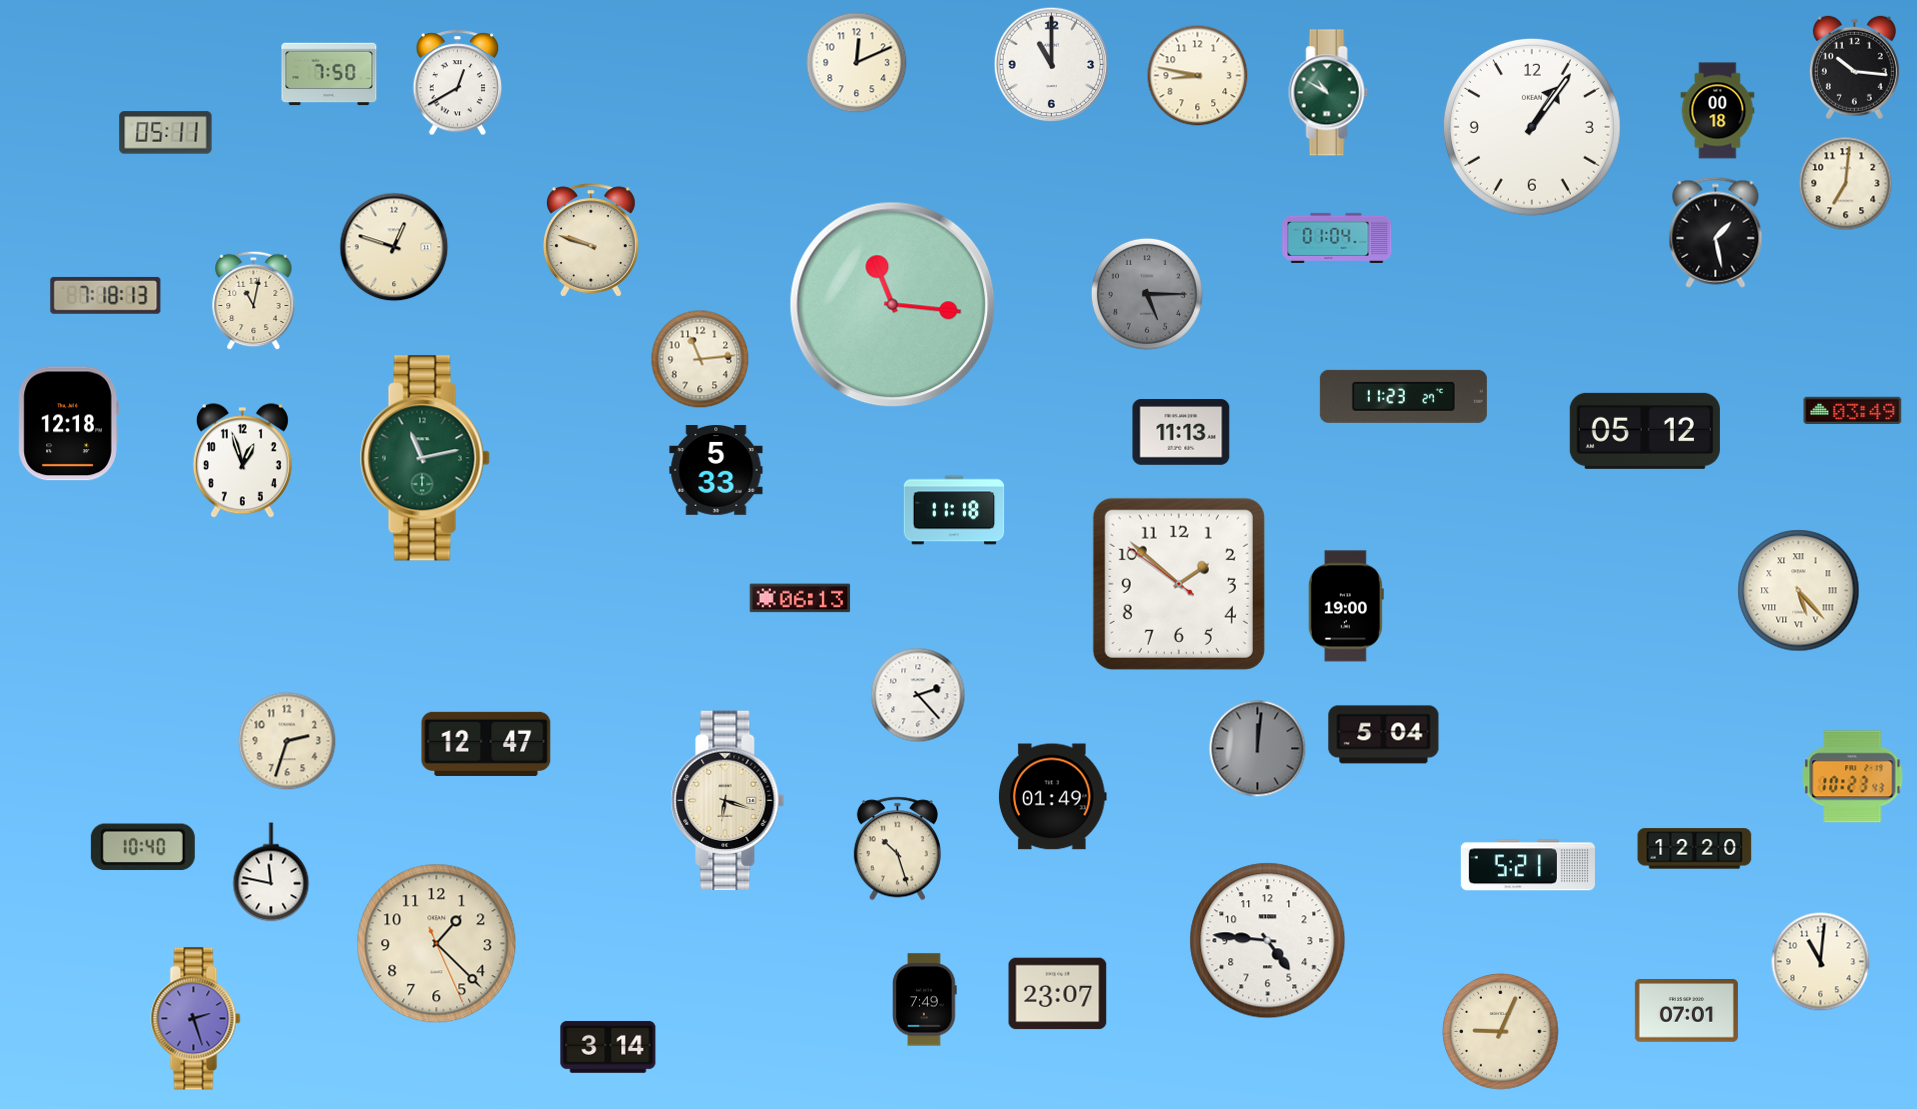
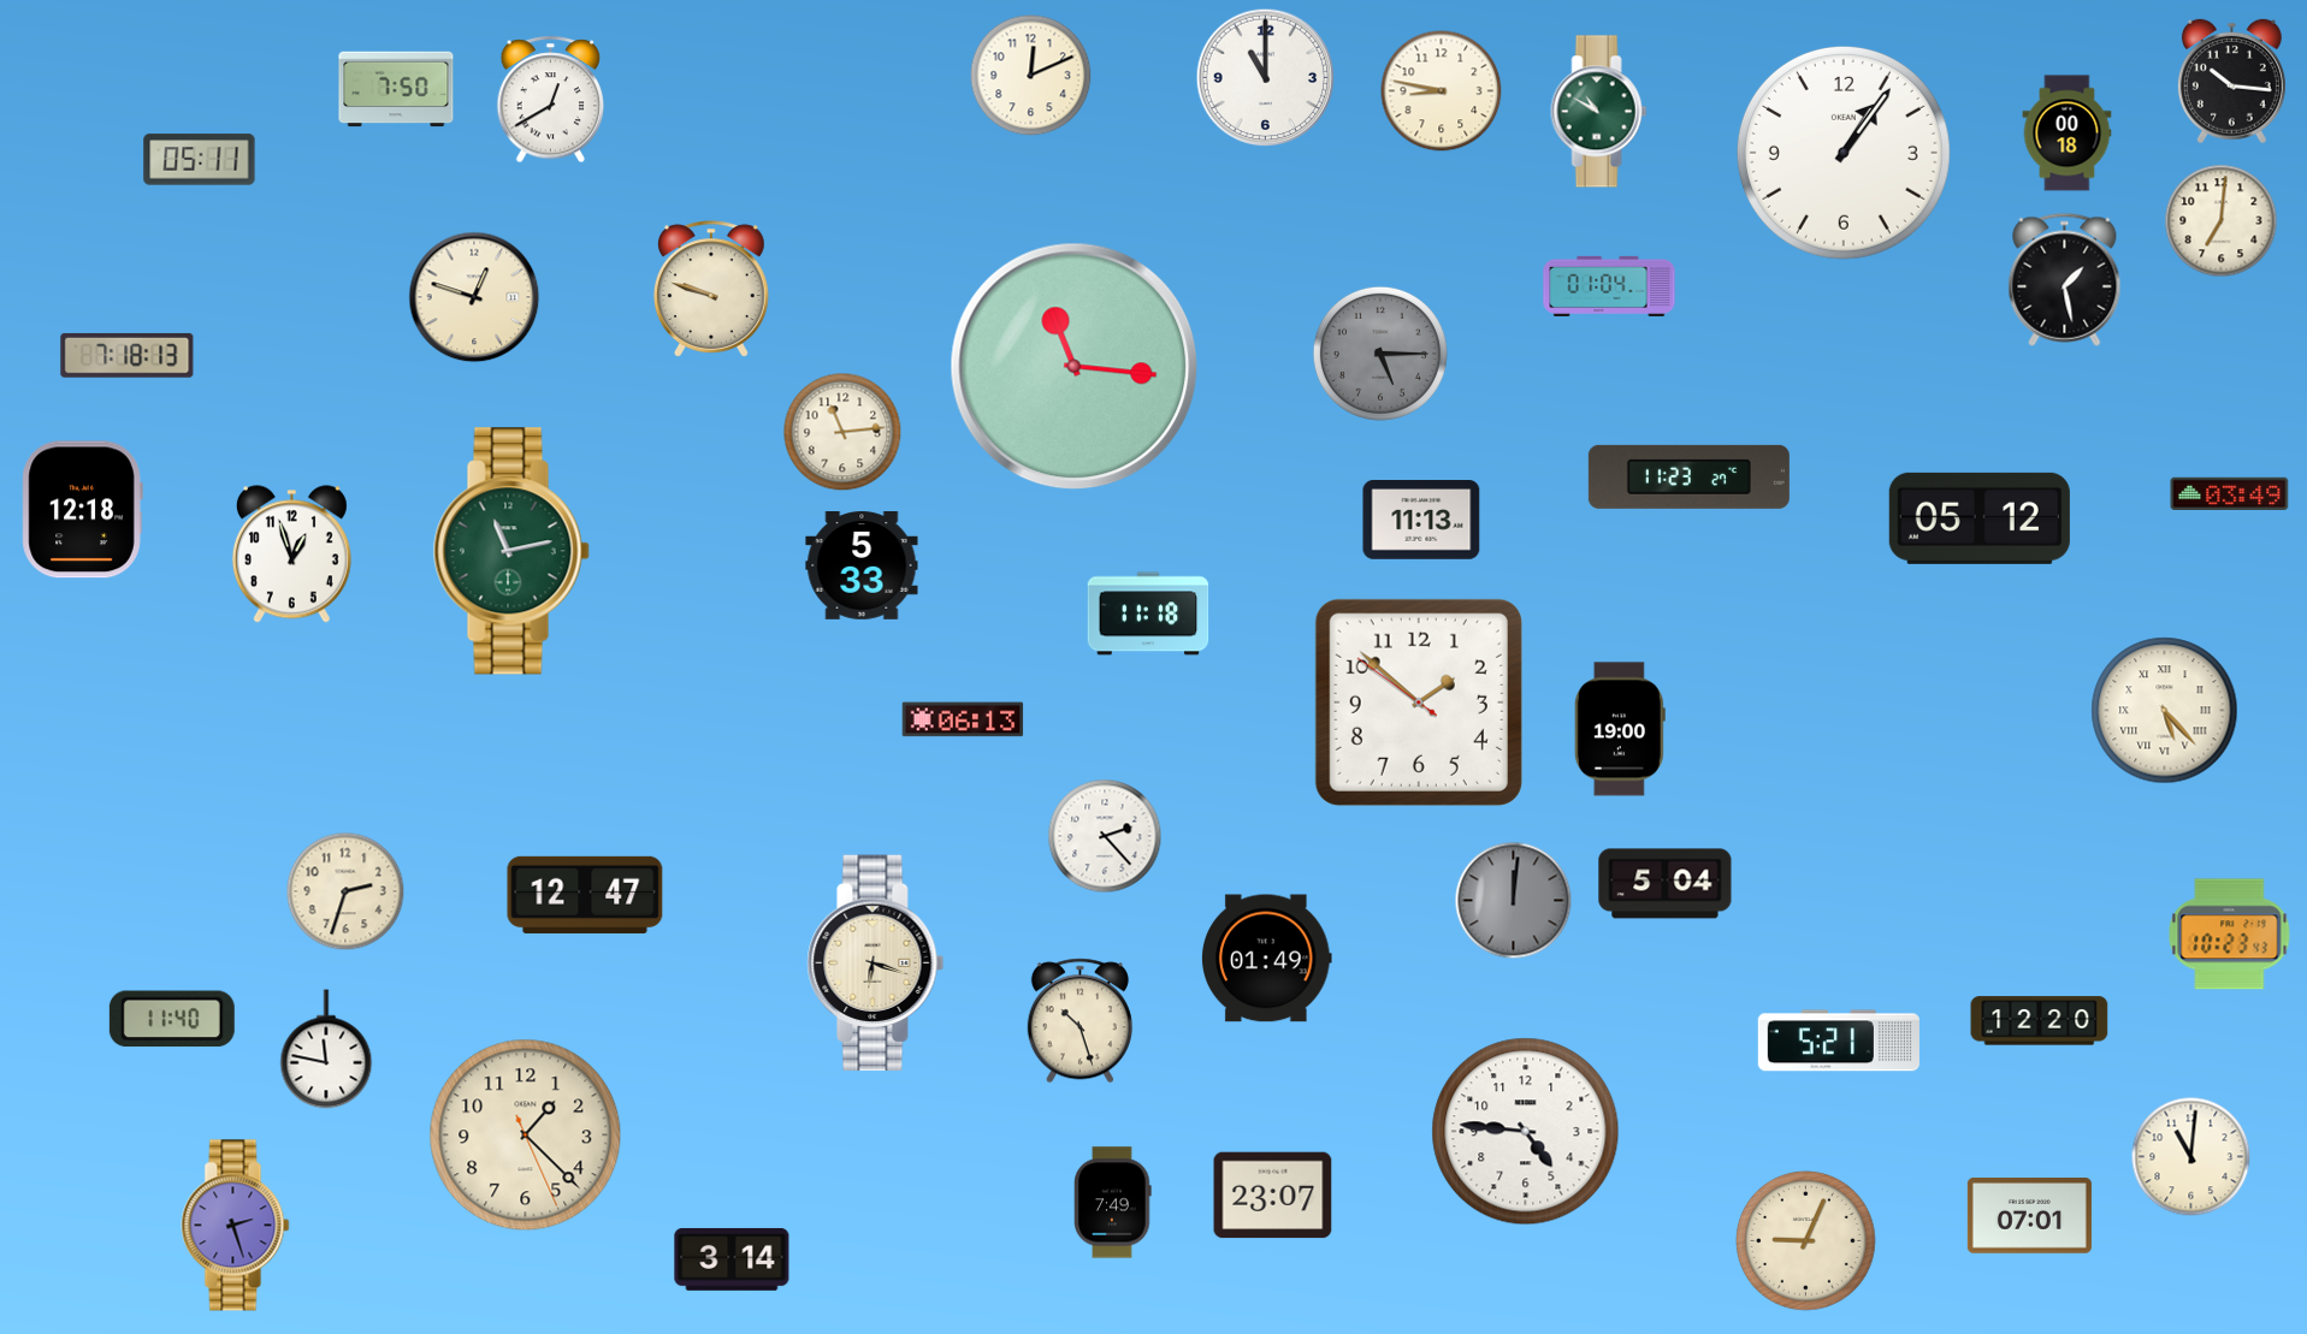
clock at (254, 301): 11:02 -> none
clock at (143, 847): 10:40 -> 11:40
